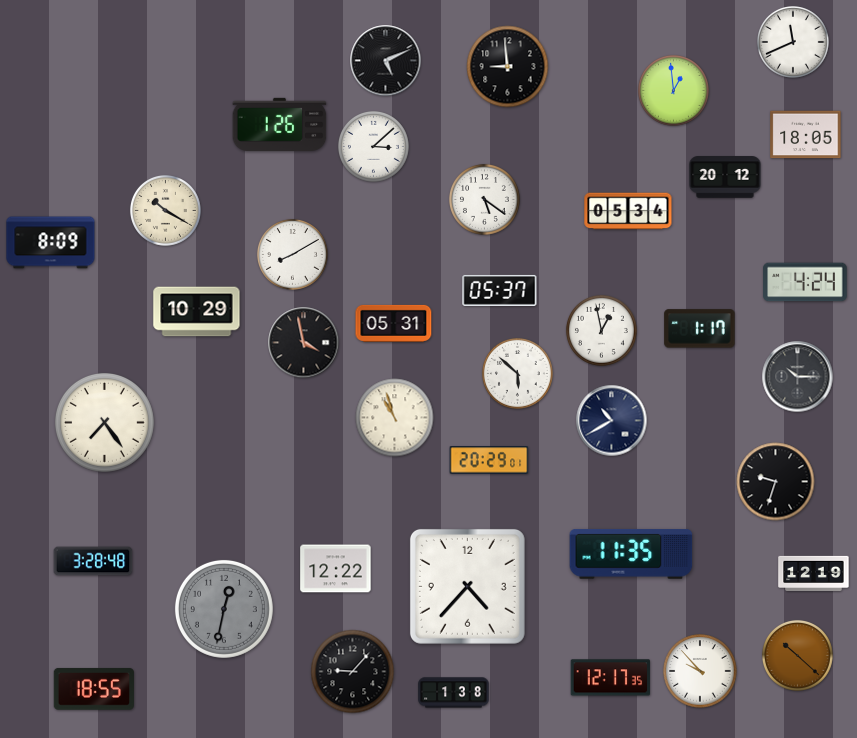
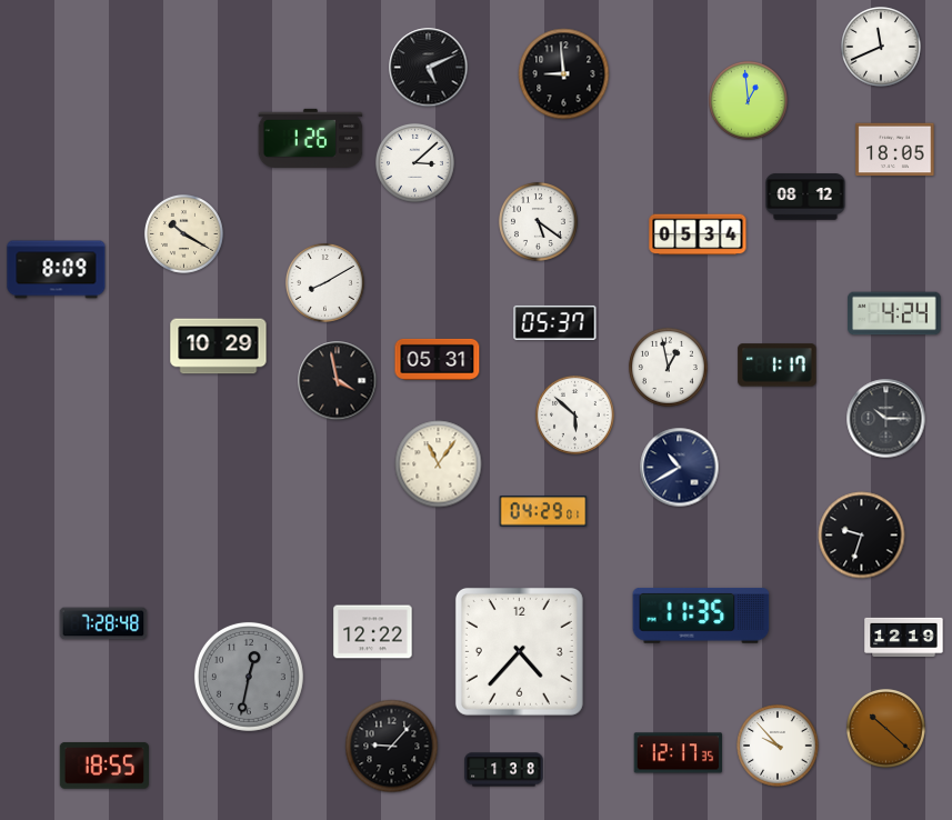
clock at (725, 177): 20:12 -> 08:12
clock at (395, 418): 10:57 -> 11:06
clock at (104, 422): 7:24 -> none
clock at (489, 460): 20:29 -> 04:29
clock at (93, 561): 3:28 -> 7:28
